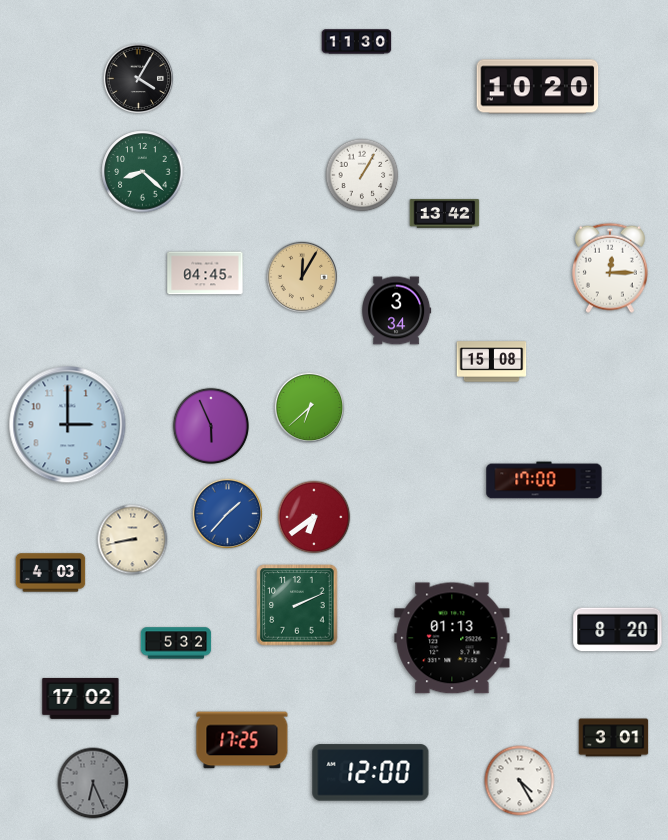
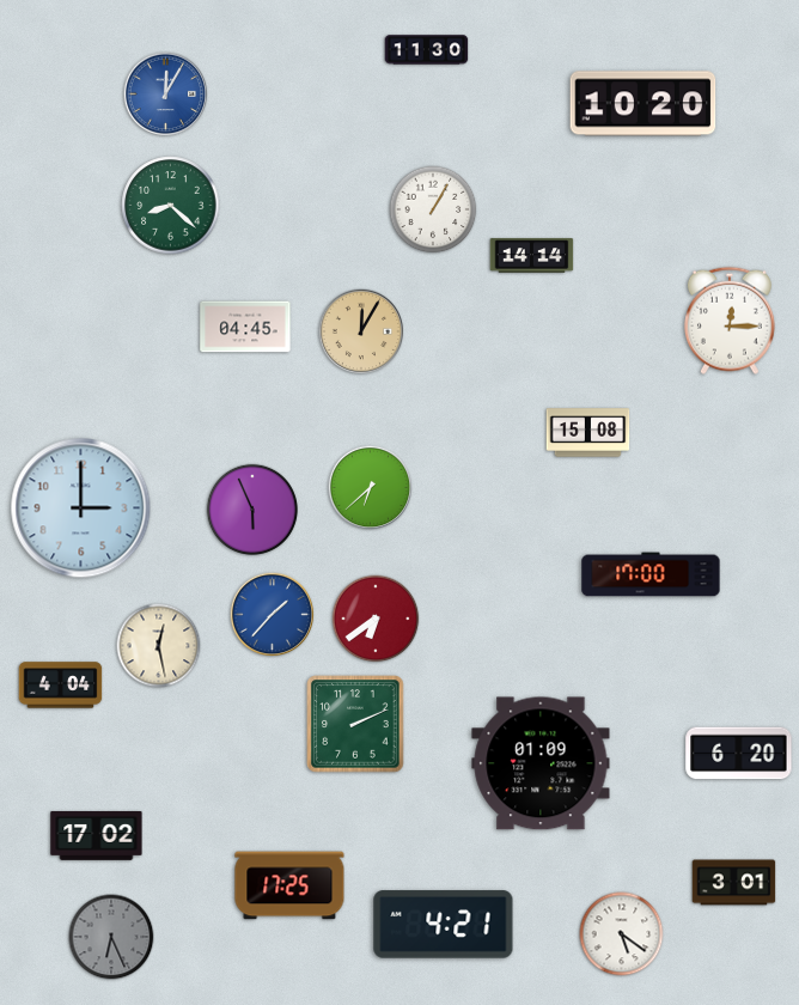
clock at (139, 79): 4:05 -> 12:05
clock at (139, 79) dial: black -> blue
clock at (445, 214): 13:42 -> 14:14
clock at (396, 311): 3:34 -> none
clock at (133, 540): 8:43 -> 12:28
clock at (51, 573): 4:03 -> 4:04
clock at (618, 630): 8:20 -> 6:20
clock at (452, 638): 01:13 -> 01:09
clock at (176, 643): 5:32 -> none
clock at (371, 773): 12:00 -> 4:21
clock at (520, 781): 4:25 -> 5:21
